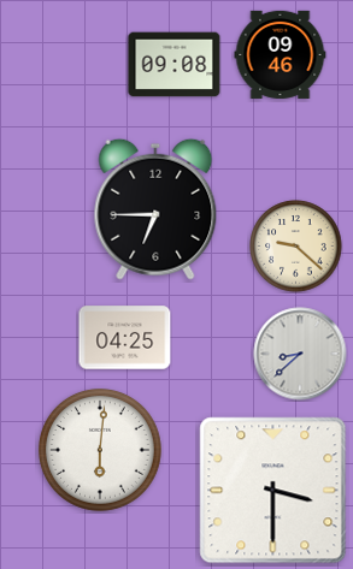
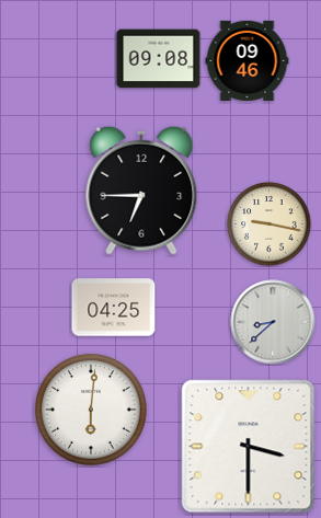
clock at (281, 54) position: (281, 54) -> (248, 60)
clock at (296, 247): 9:22 -> 9:17
